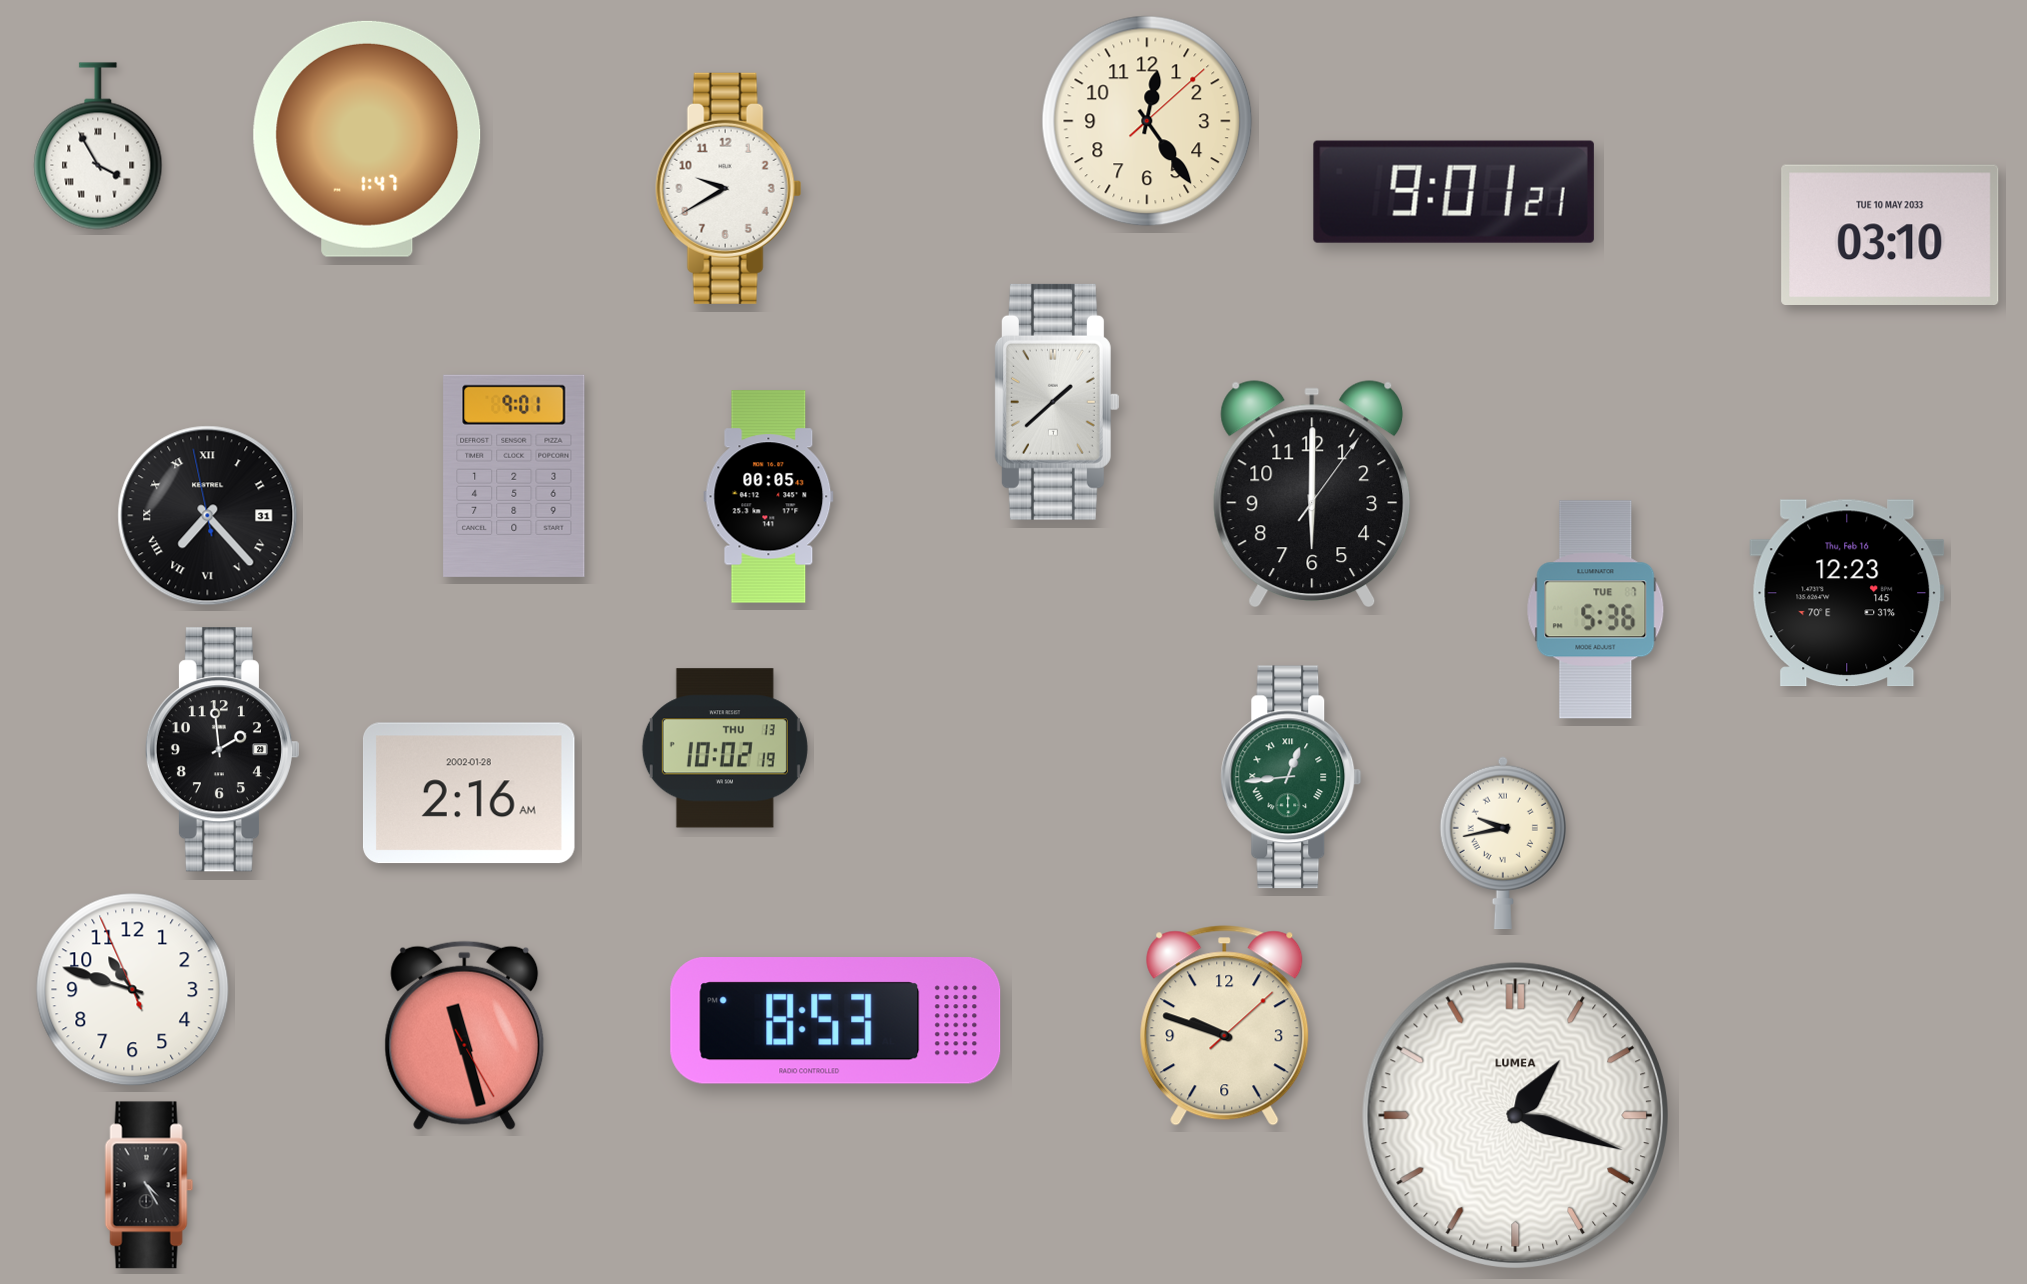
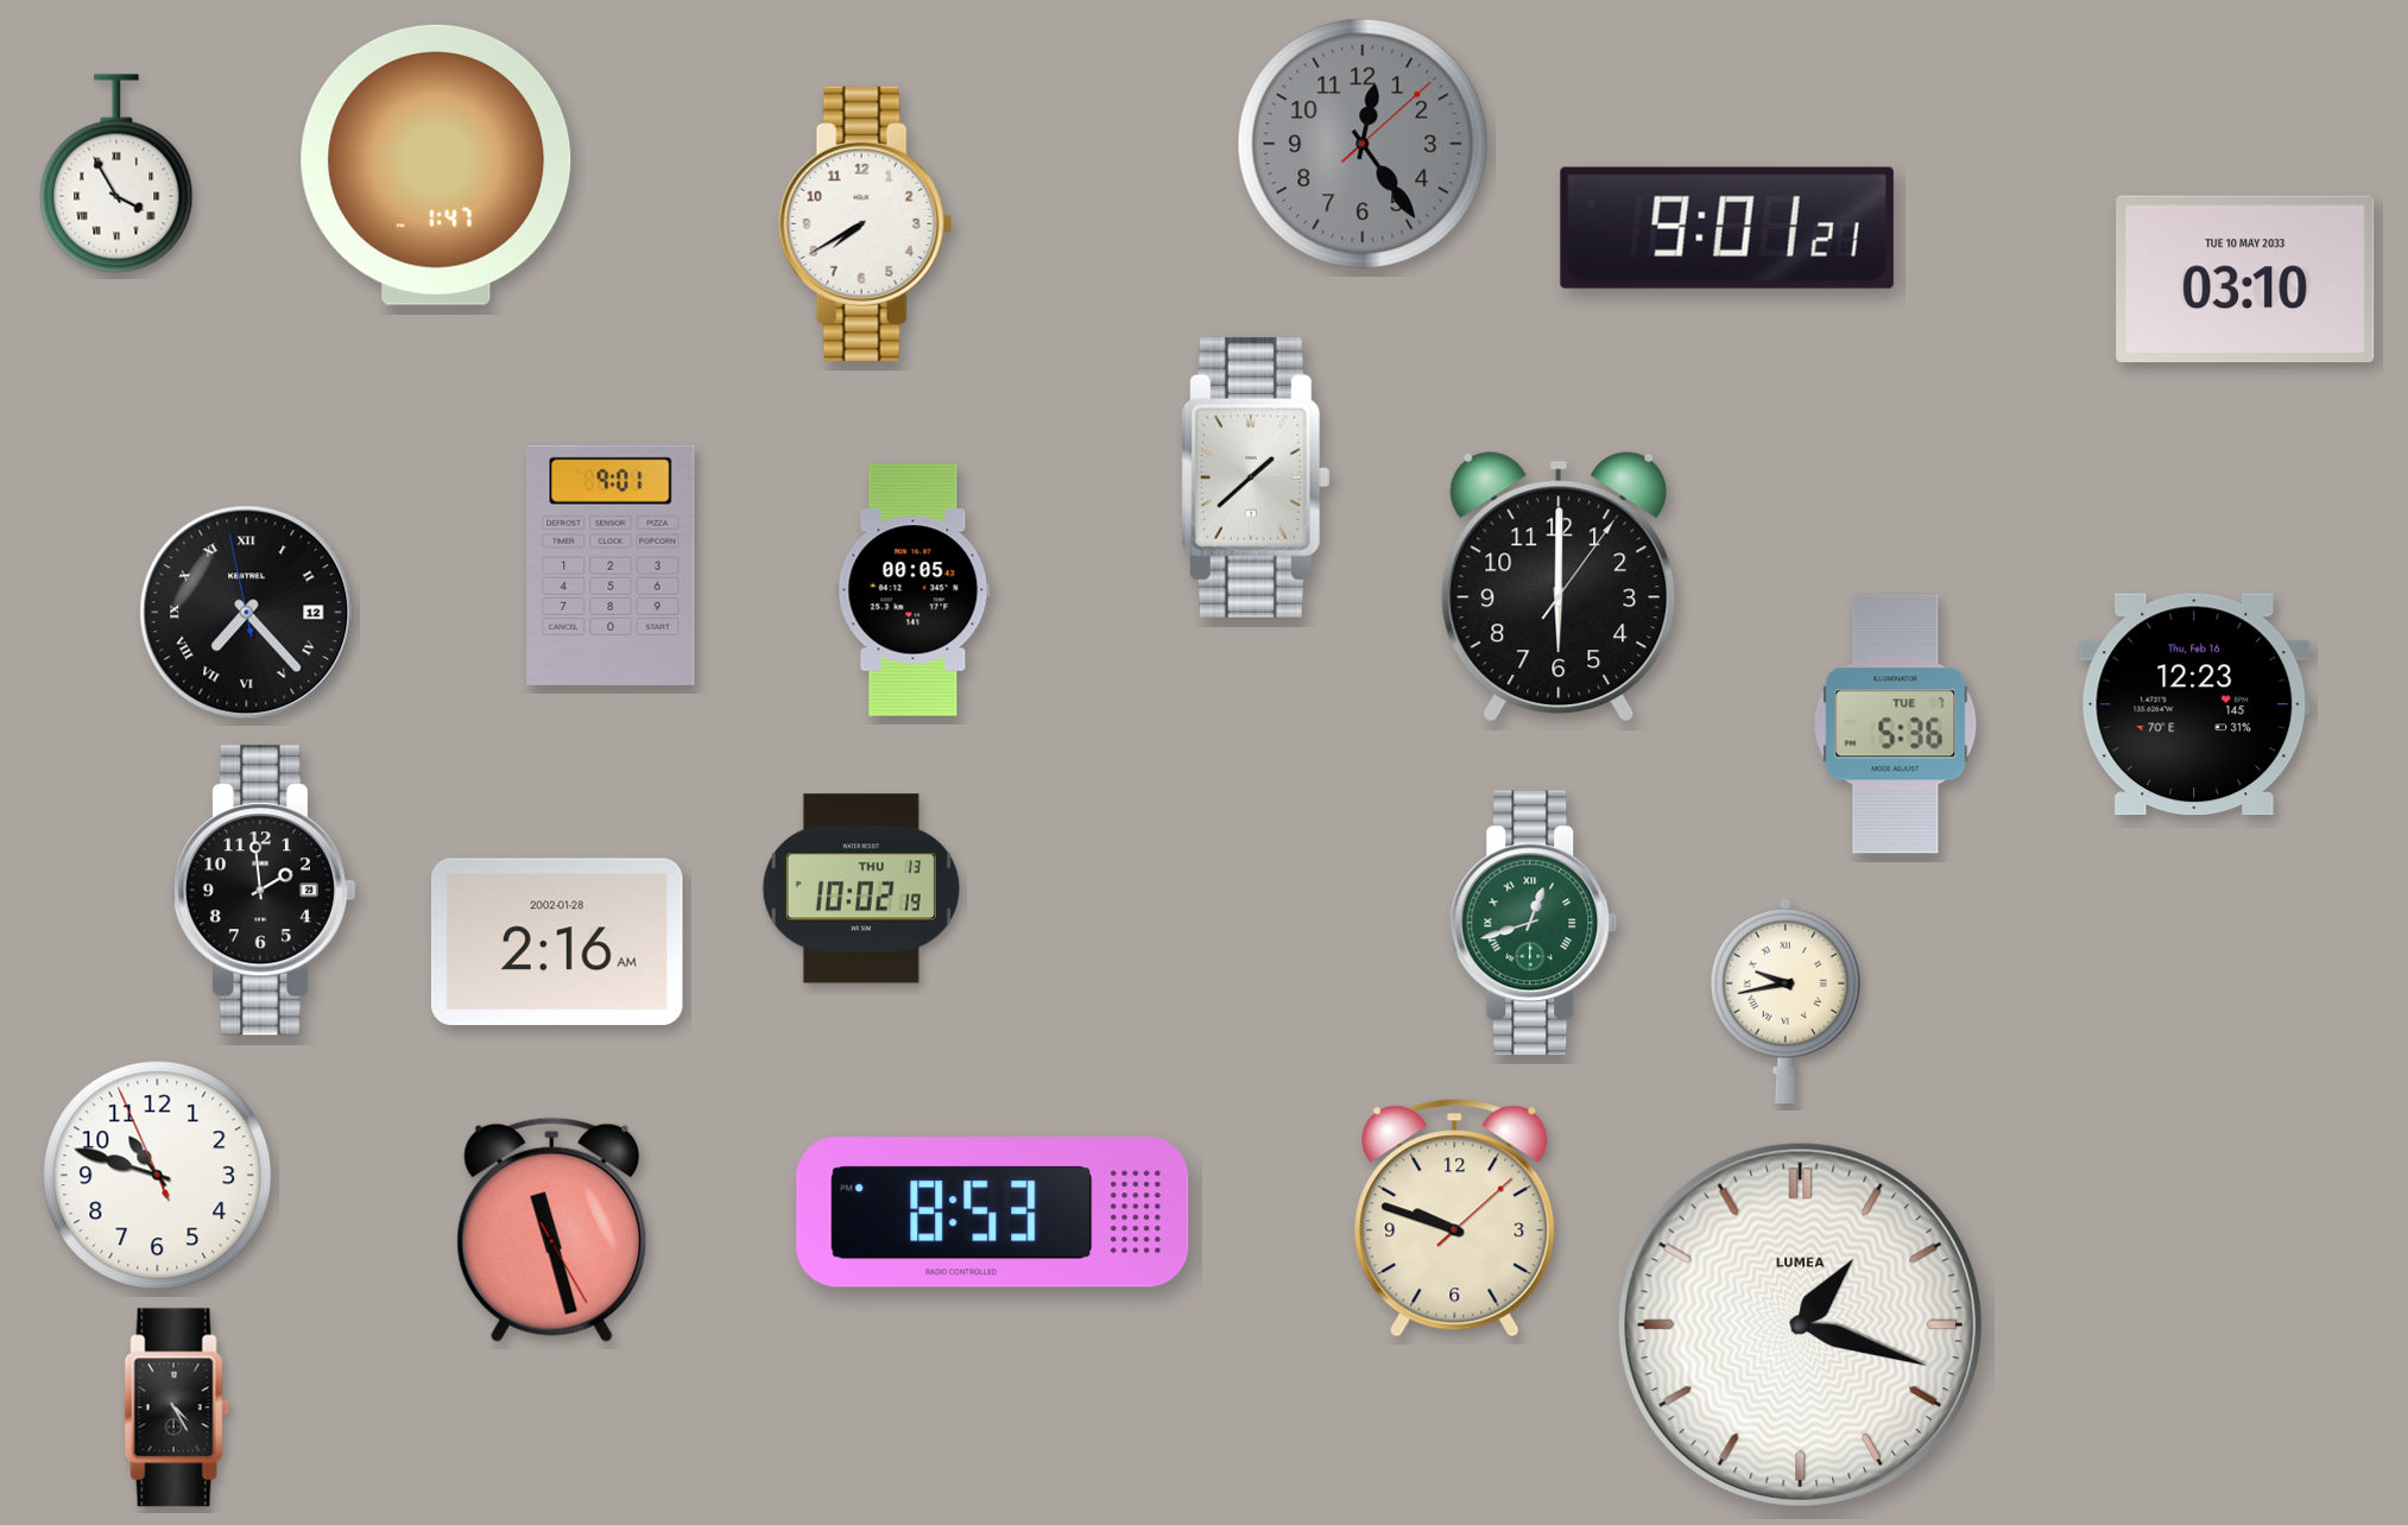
clock at (1147, 121) dial: cream -> grey
clock at (729, 188): 9:40 -> 7:40
clock at (208, 516) date: 31 -> 12
clock at (1291, 777): 12:44 -> 12:42
